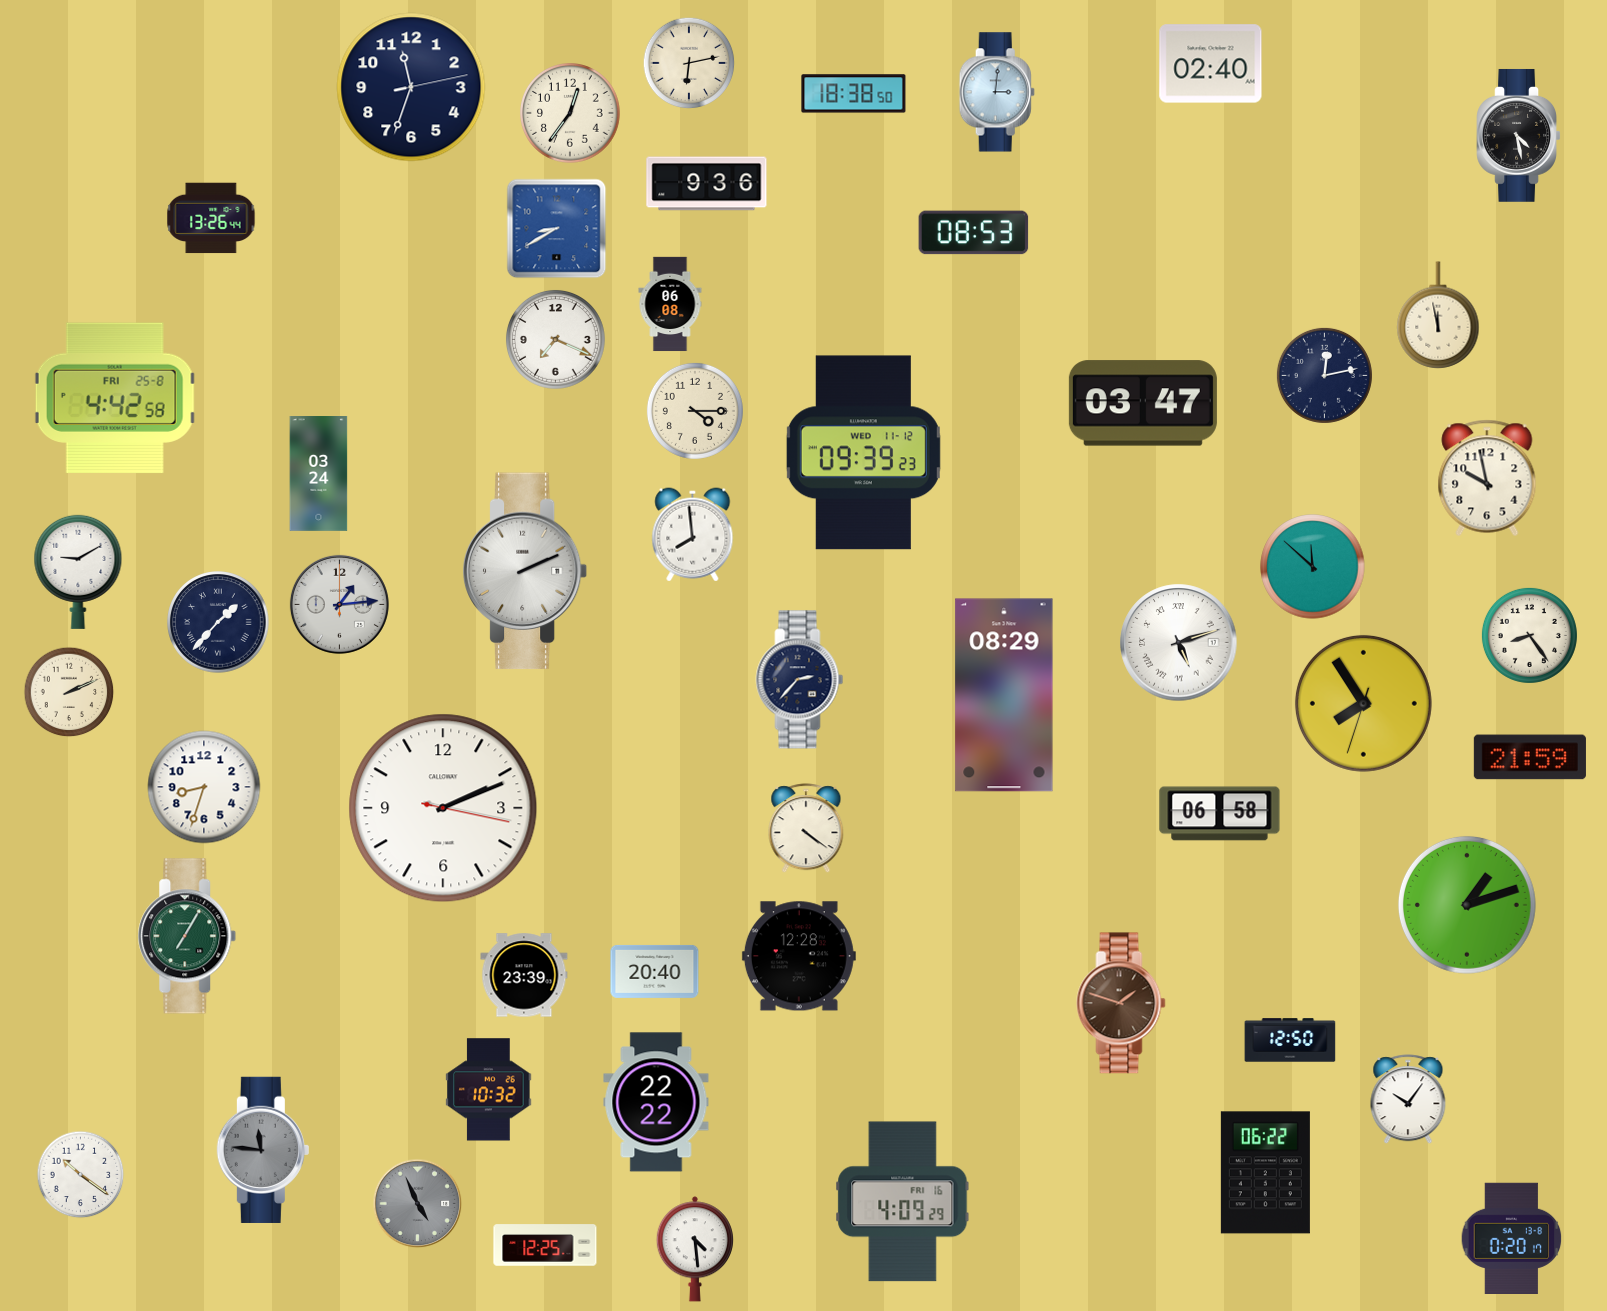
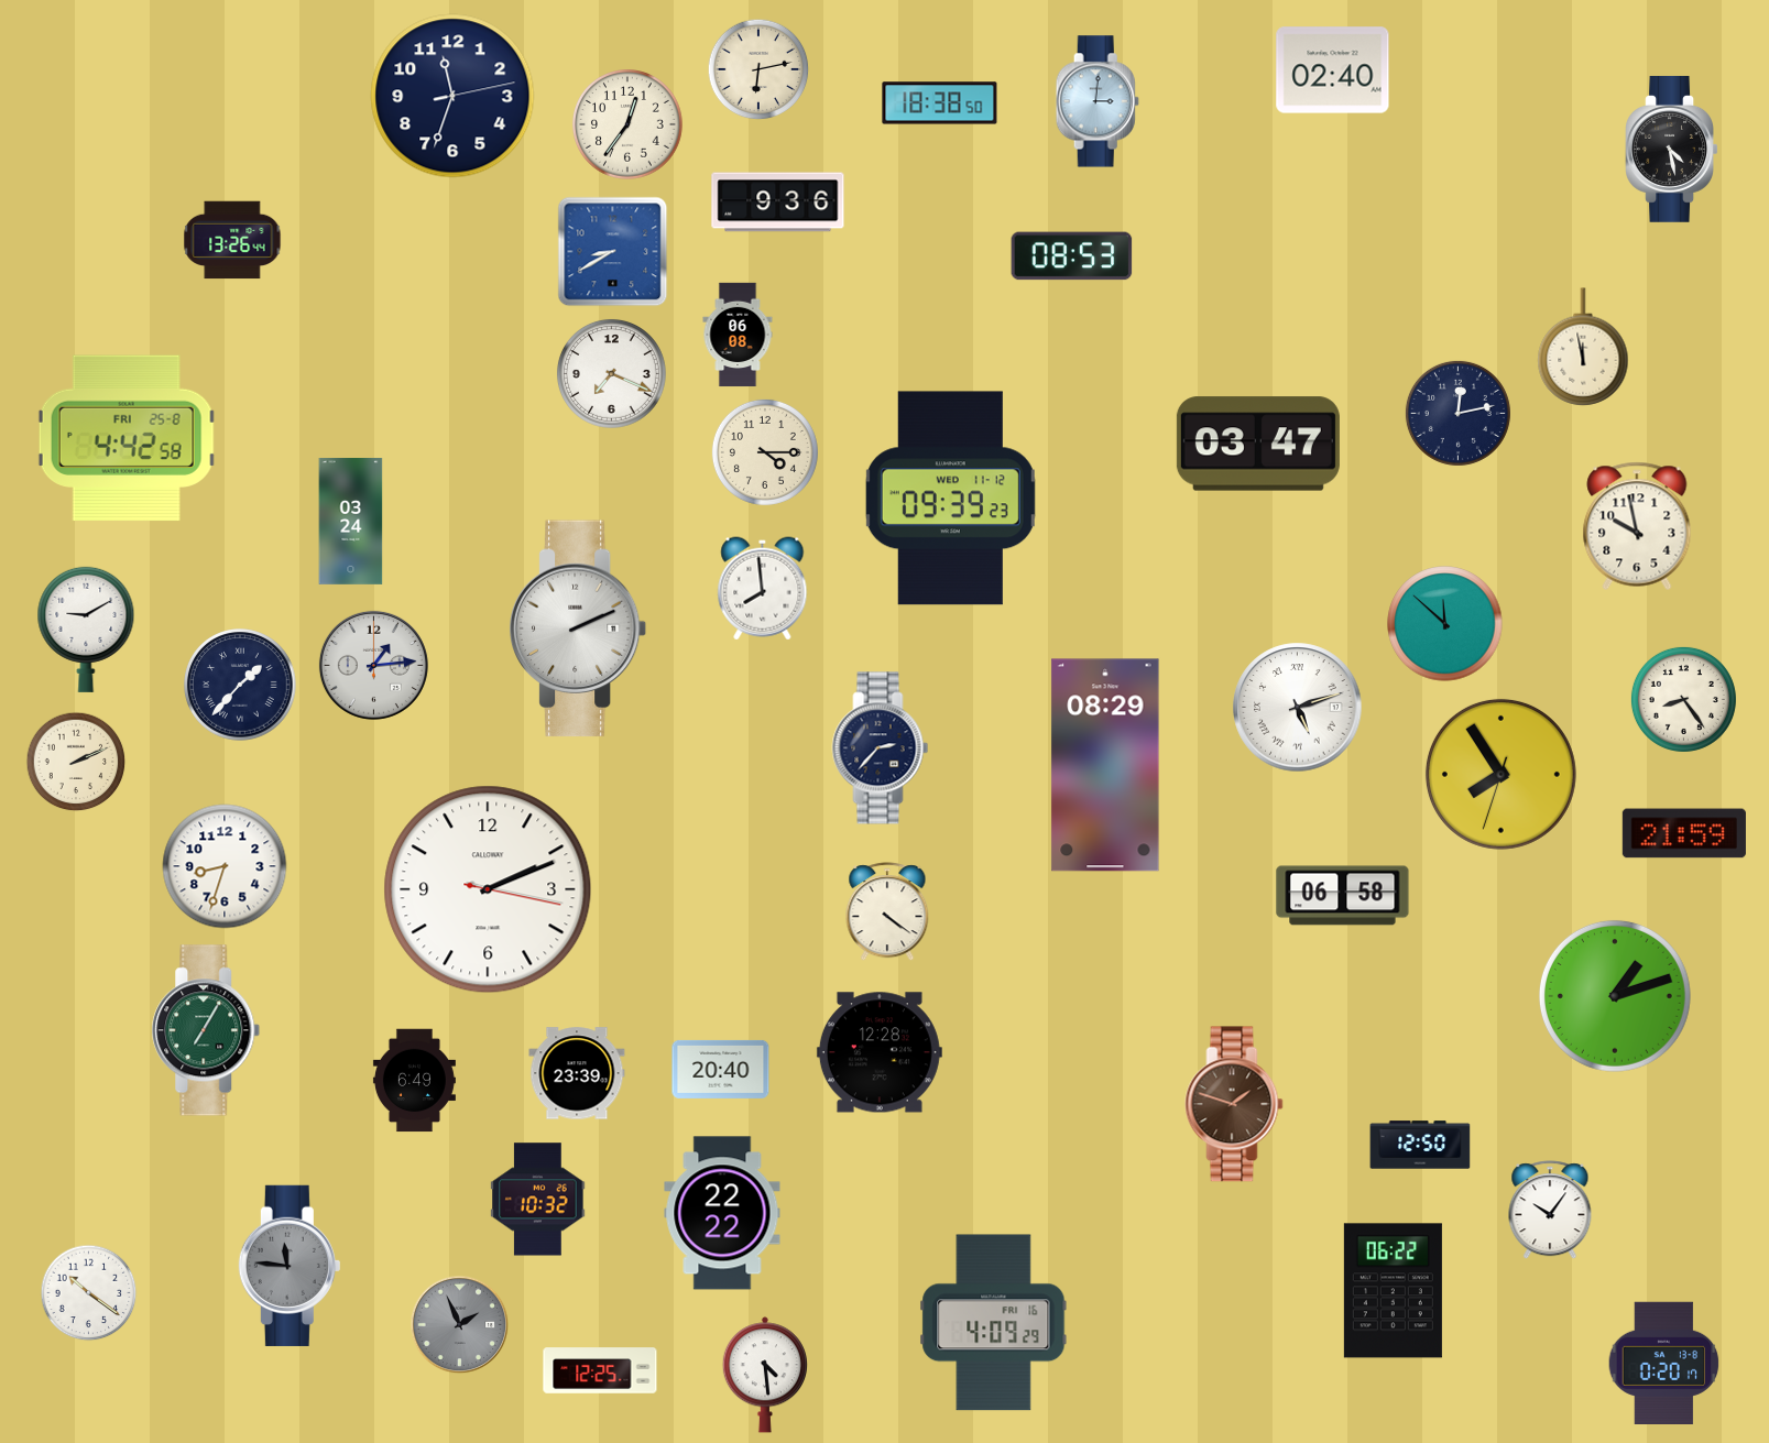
clock at (414, 1081): none -> 6:49
clock at (418, 1204): 4:56 -> 1:56
